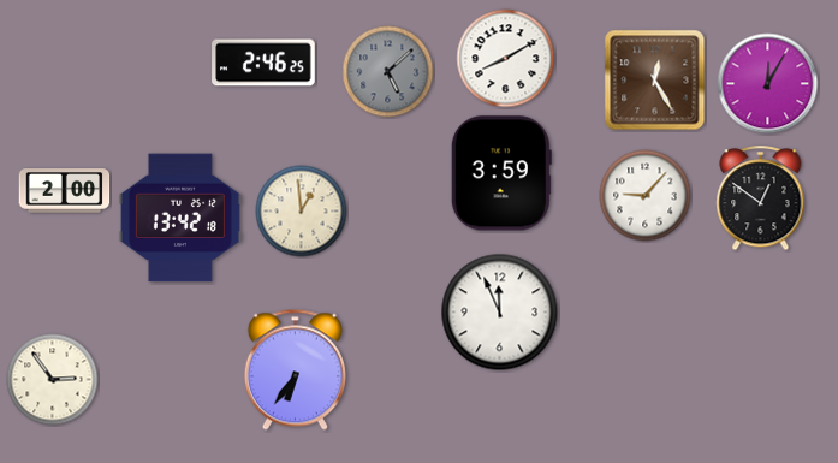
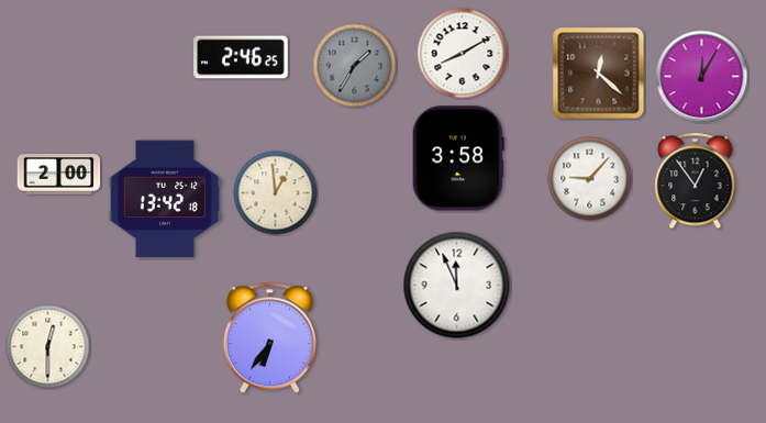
clock at (388, 72): 5:08 -> 1:35
clock at (655, 81): 12:25 -> 12:22
clock at (501, 173): 3:59 -> 3:58
clock at (761, 198): 12:51 -> 12:54
clock at (53, 380): 2:54 -> 12:30
